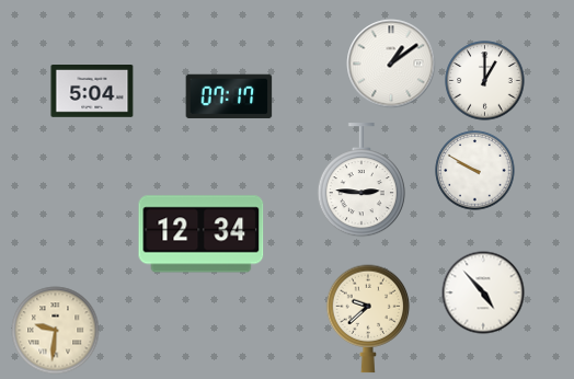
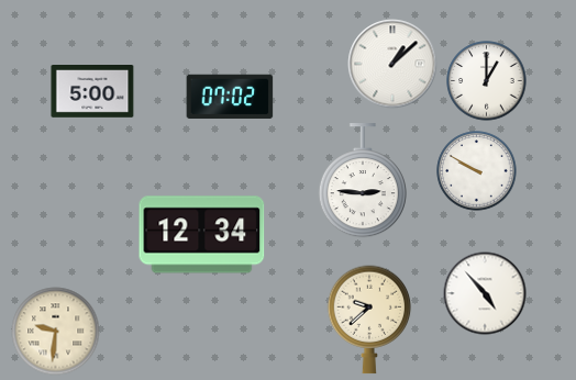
clock at (391, 64): 1:09 -> 1:08
clock at (92, 92): 5:04 -> 5:00
clock at (229, 96): 07:17 -> 07:02
